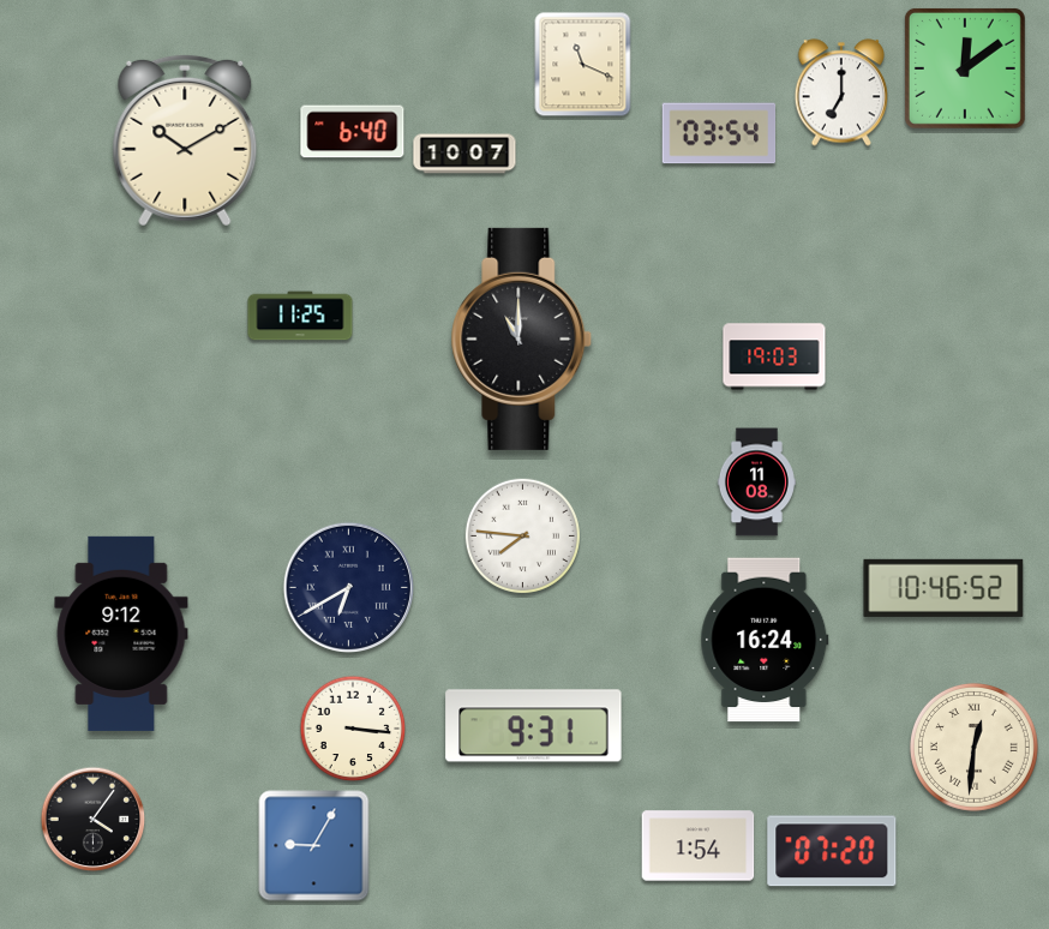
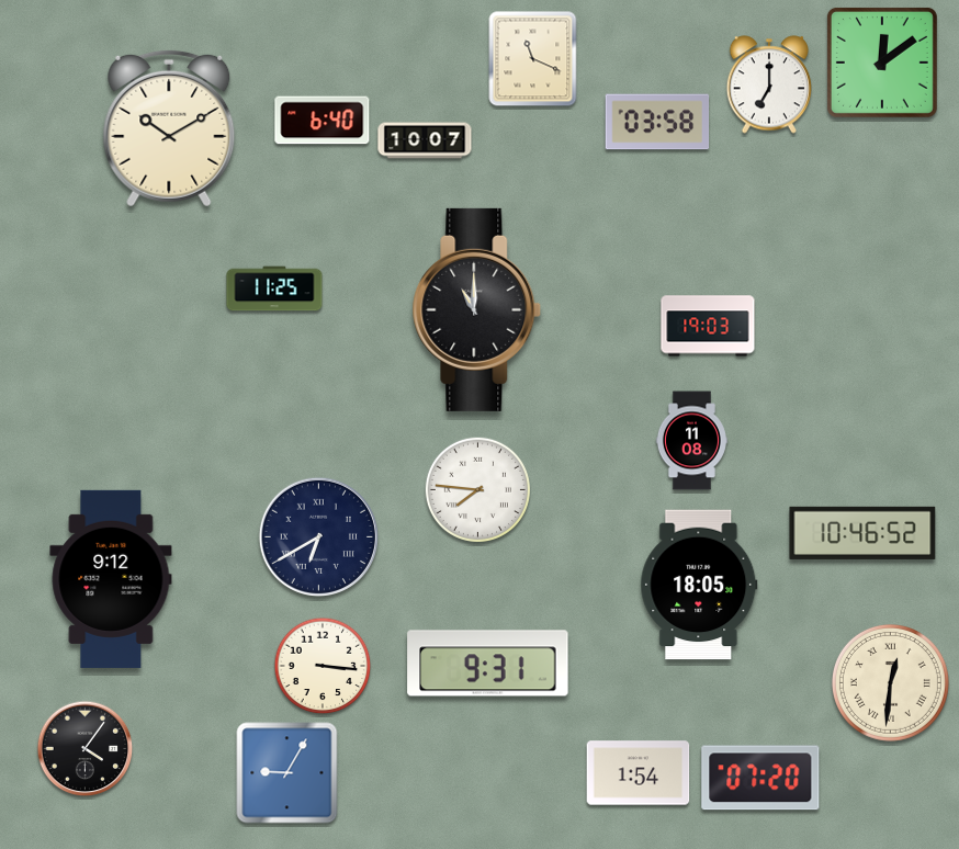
clock at (719, 133): 03:54 -> 03:58
clock at (943, 588) position: (943, 588) -> (862, 533)
clock at (765, 640): 16:24 -> 18:05
